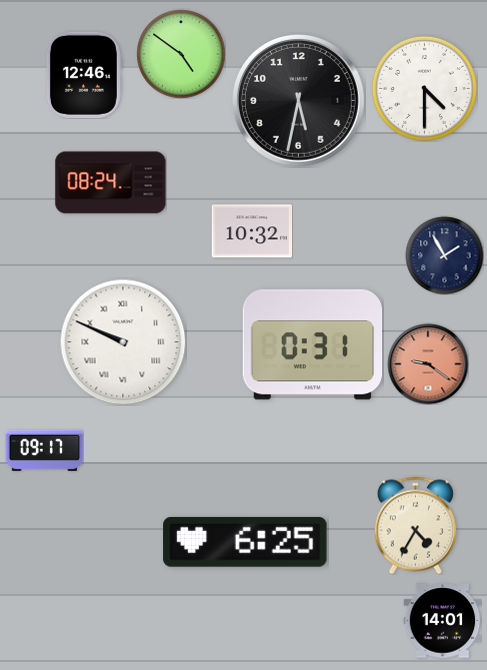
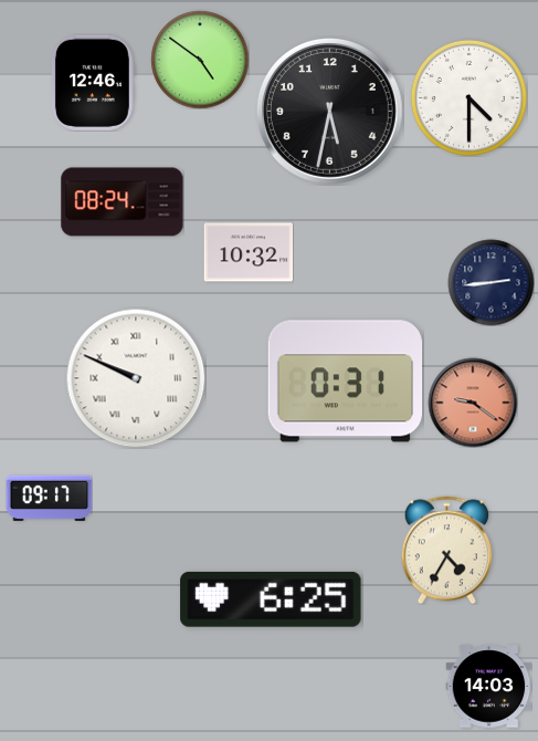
clock at (252, 231) position: (252, 231) -> (249, 252)
clock at (444, 255): 1:55 -> 2:44
clock at (415, 525) position: (415, 525) -> (446, 550)
clock at (442, 621): 14:01 -> 14:03
